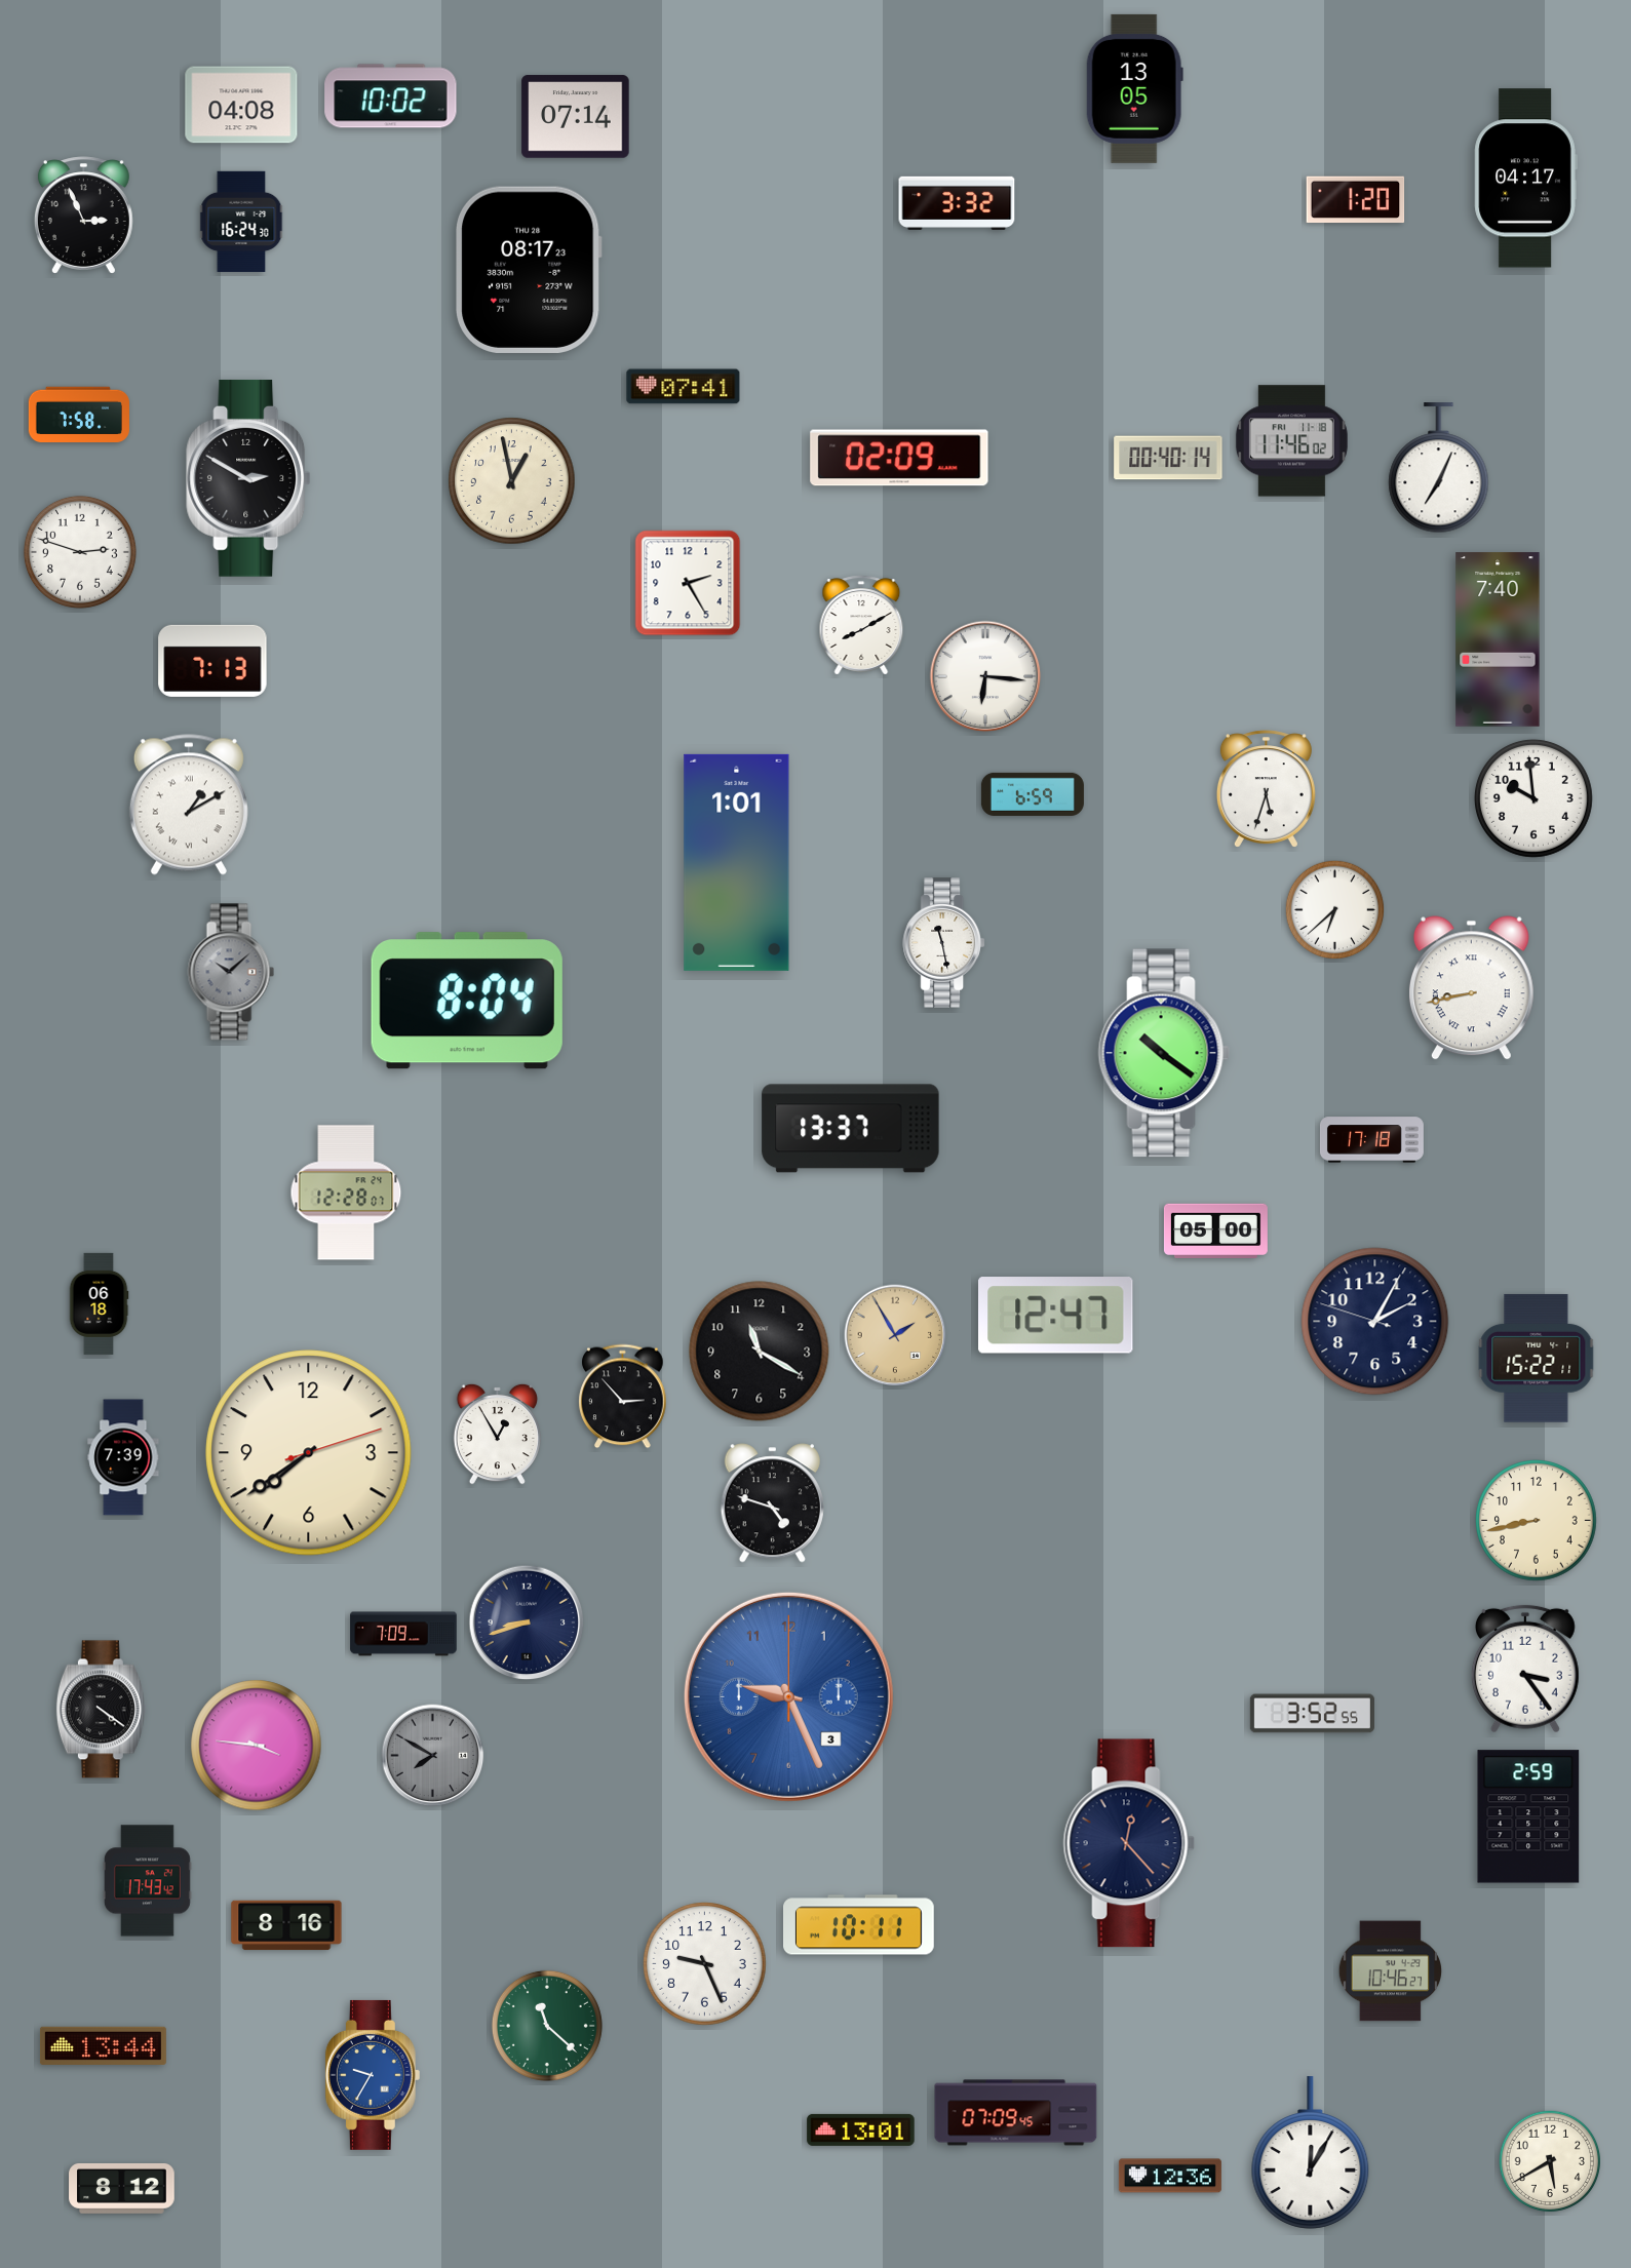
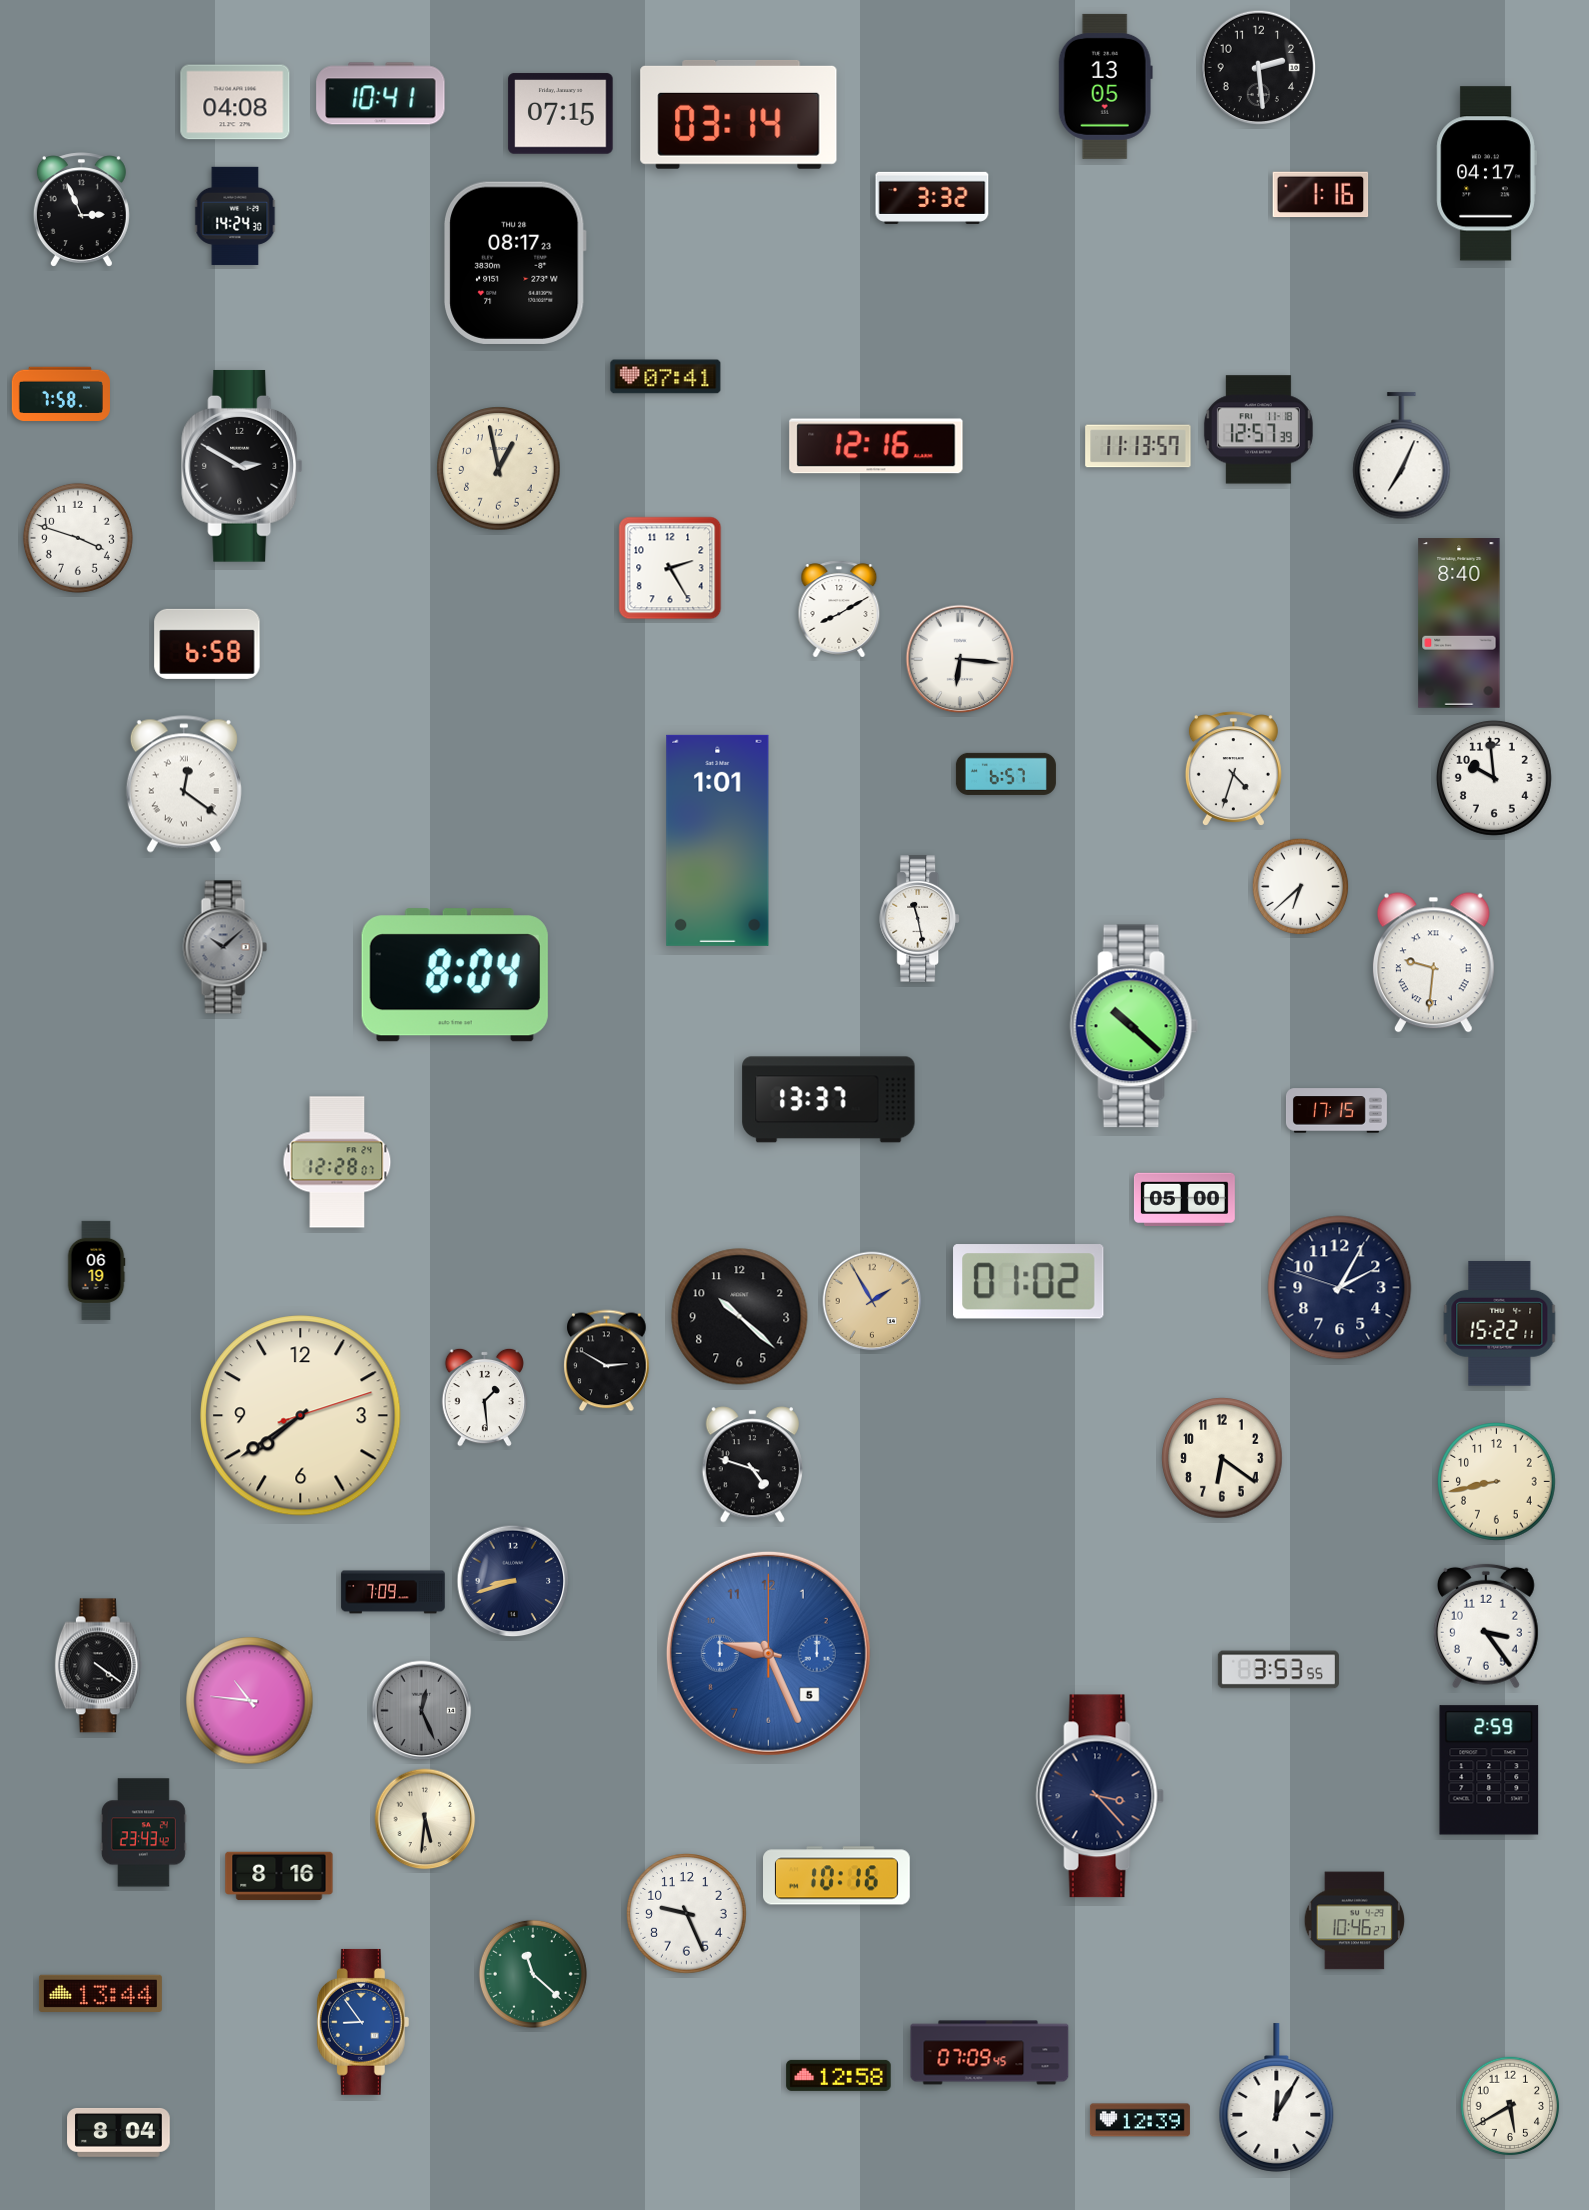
clock at (1259, 68): none -> 2:29
clock at (391, 96): 10:02 -> 10:41
clock at (576, 117): 07:14 -> 07:15
clock at (739, 114): none -> 03:14
clock at (1356, 200): 1:20 -> 1:16
clock at (241, 222): 16:24 -> 14:24
clock at (79, 415) position: (79, 415) -> (61, 394)
clock at (1291, 441): 11:46 -> 12:57
clock at (899, 458): 02:09 -> 12:16
clock at (1168, 458): 00:40 -> 11:13
clock at (80, 552): 2:48 -> 3:48
clock at (1498, 639): 7:40 -> 8:40
clock at (212, 661): 7:13 -> 6:58
clock at (1266, 789): 5:33 -> 4:33
clock at (1033, 794): 6:59 -> 6:57
clock at (189, 805): 1:10 -> 12:21
clock at (1471, 988): 8:43 -> 9:31
clock at (1164, 1053): 10:21 -> 10:22
clock at (1371, 1140): 17:18 -> 17:15
clock at (99, 1303): 06:18 -> 06:19
clock at (1056, 1316): 12:47 -> 01:02
clock at (760, 1352): 11:20 -> 10:22
clock at (1537, 1358) position: (1537, 1358) -> (1500, 1323)
clock at (623, 1397): 2:53 -> 2:50
clock at (497, 1434): 12:55 -> 1:29
clock at (123, 1457): 7:39 -> none
clock at (1222, 1458): none -> 6:21
clock at (788, 1696) date: 3 -> 5
clock at (1312, 1714): 3:52 -> 3:53
clock at (257, 1746): 3:46 -> 10:46
clock at (433, 1756): 7:50 -> 12:26
clock at (1129, 1843): 12:23 -> 3:23
clock at (425, 1819): none -> 5:31
clock at (147, 1881): 17:43 -> 23:43
clock at (859, 1925): 10:11 -> 10:16
clock at (373, 2075): 9:35 -> 8:54
clock at (1016, 2113) position: (1016, 2113) -> (990, 2053)
clock at (861, 2129): 13:01 -> 12:58
clock at (1170, 2176): 12:36 -> 12:39
clock at (122, 2188): 8:12 -> 8:04
